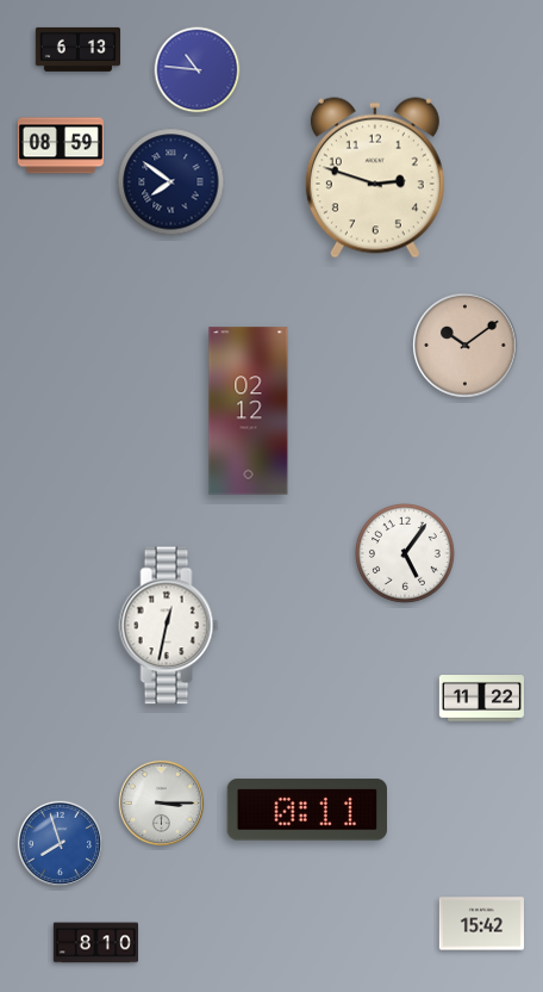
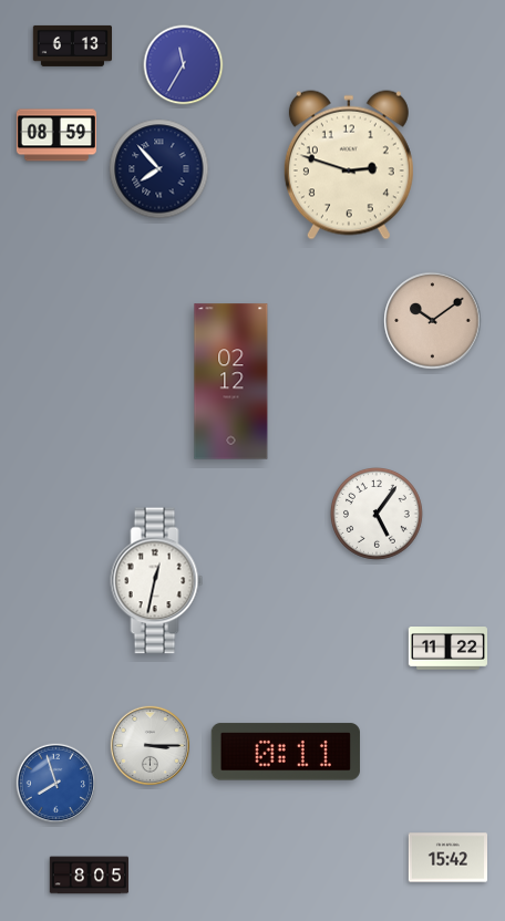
clock at (198, 70): 10:46 -> 11:35
clock at (171, 182): 7:51 -> 7:53
clock at (95, 943): 8:10 -> 8:05
